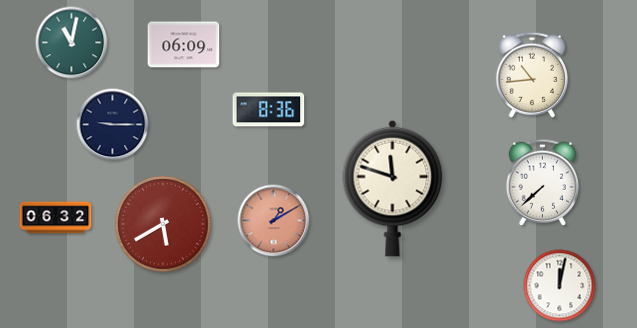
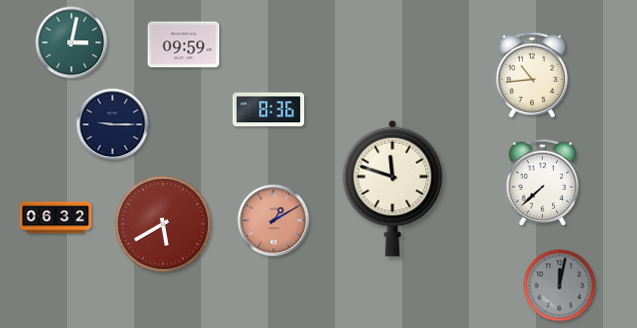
clock at (72, 43): 11:02 -> 3:02
clock at (184, 45): 06:09 -> 09:59
clock at (560, 286) dial: white -> grey
